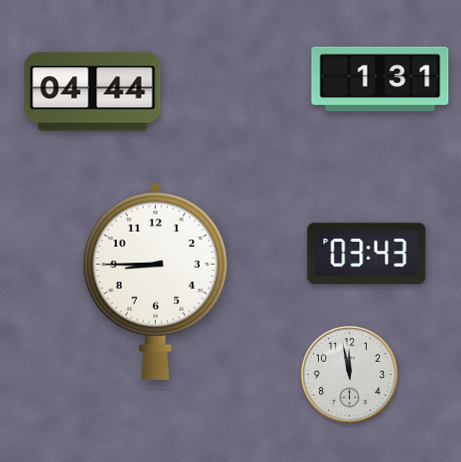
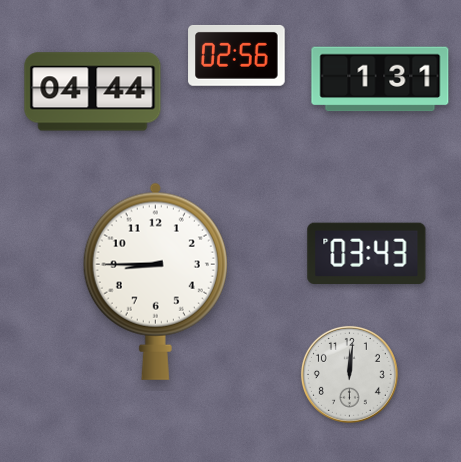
clock at (237, 55): none -> 02:56
clock at (349, 374): 11:58 -> 12:01
